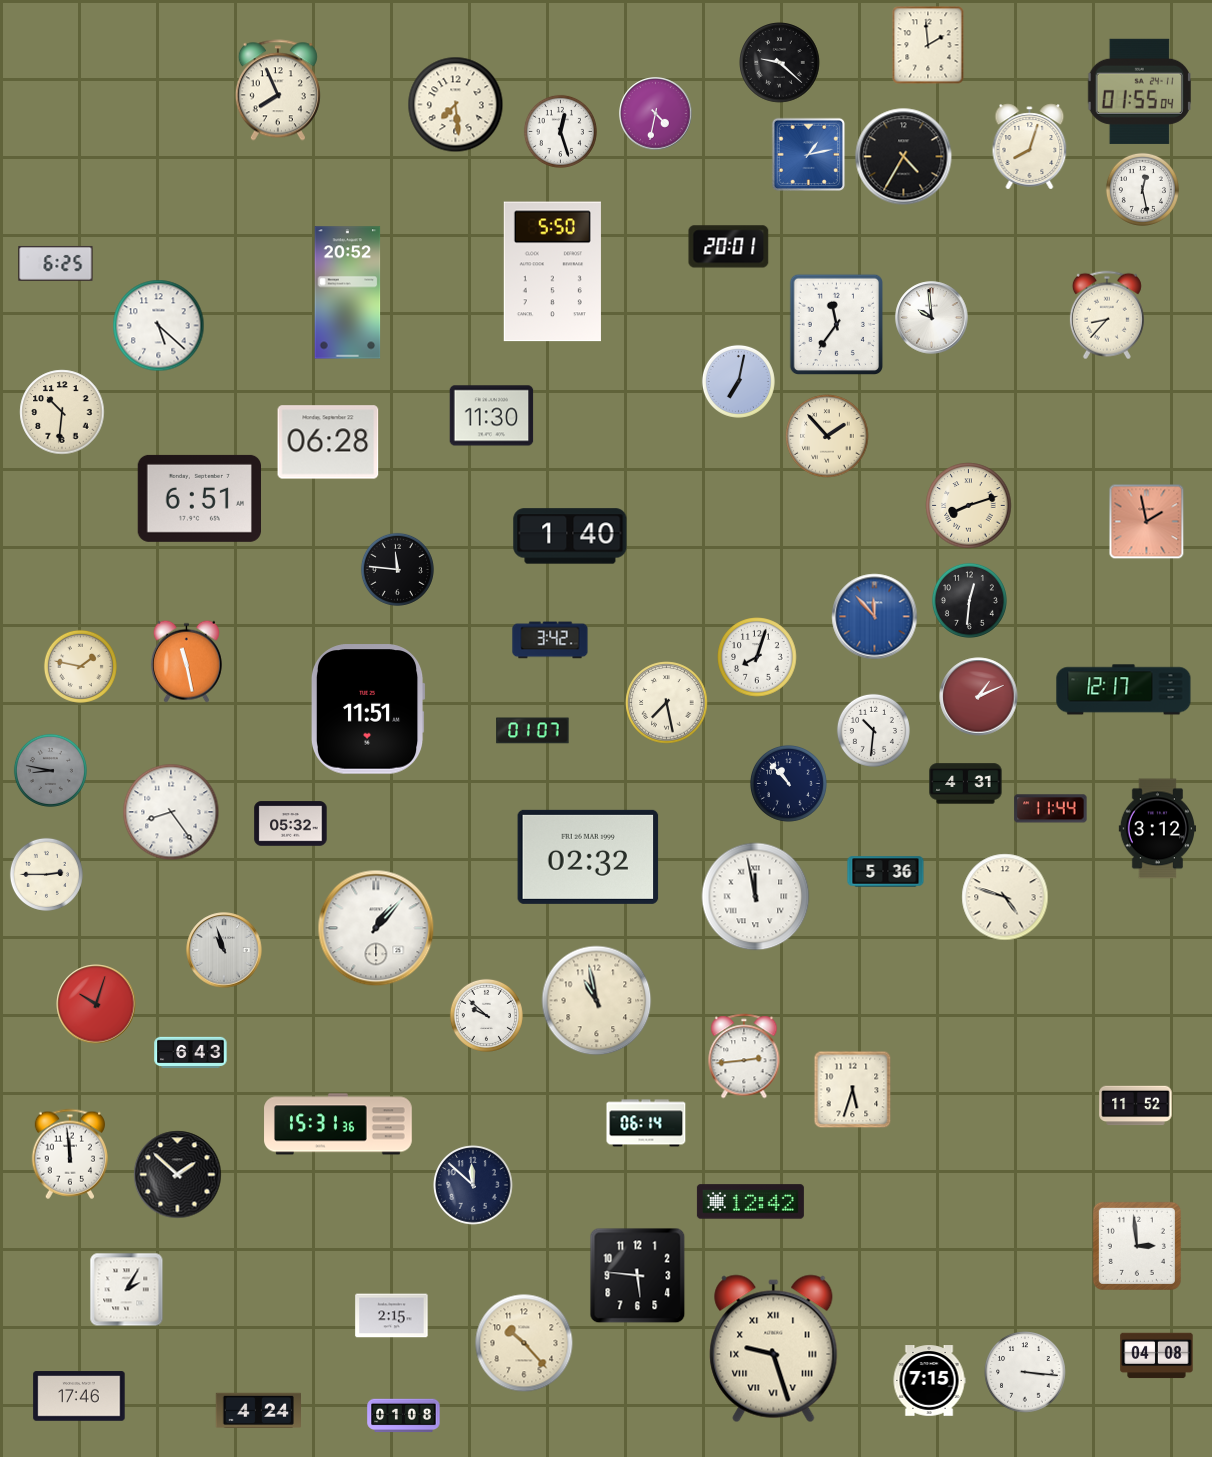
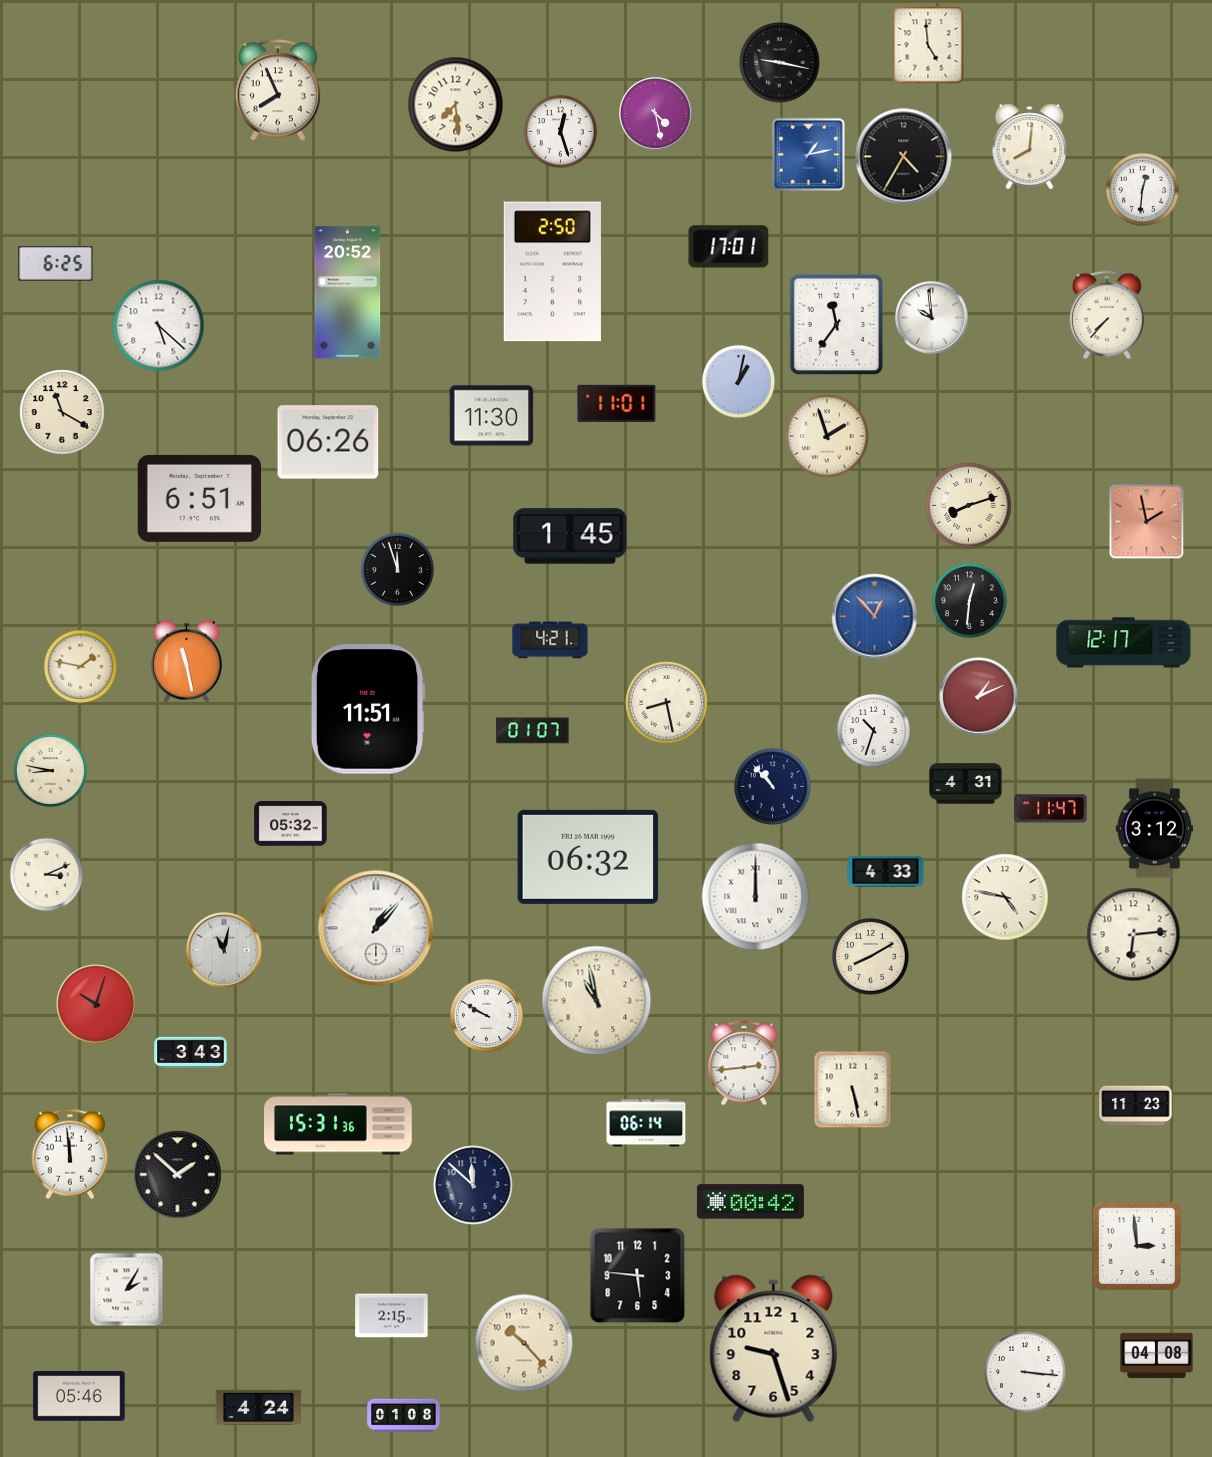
clock at (928, 45): 1:59 -> 4:59
clock at (780, 63): 9:22 -> 9:17
clock at (1139, 91): 01:55 -> none
clock at (656, 114): 4:32 -> 4:28
clock at (1030, 147): 8:03 -> 8:01
clock at (1142, 189): 12:28 -> 12:31
clock at (729, 247): 20:01 -> 17:01
clock at (552, 272): 5:50 -> 2:50
clock at (1107, 315): 8:37 -> 7:37
clock at (738, 381): 7:02 -> 1:02
clock at (617, 403): none -> 11:01
clock at (62, 412): 10:31 -> 11:20
clock at (827, 436): 1:53 -> 1:57
clock at (328, 442): 06:28 -> 06:26
clock at (570, 536): 1:40 -> 1:45
clock at (397, 569): 11:46 -> 11:57
clock at (875, 617): 11:53 -> 12:53
clock at (550, 640): 3:42 -> 4:21
clock at (757, 657): 8:03 -> none
clock at (1124, 690) position: (1124, 690) -> (1124, 643)
clock at (667, 703): 7:28 -> 8:28
clock at (873, 730): 10:31 -> 10:33
clock at (50, 770) dial: grey -> cream
clock at (788, 783) position: (788, 783) -> (772, 786)
clock at (1051, 809): 11:44 -> 11:47
clock at (171, 812): 8:24 -> none
clock at (1157, 829) position: (1157, 829) -> (1154, 829)
clock at (588, 857): 02:32 -> 06:32
clock at (886, 872): 5:36 -> 4:33
clock at (46, 874): 2:45 -> 3:11
clock at (756, 897): 11:58 -> 12:00
clock at (1005, 897): 4:48 -> 4:47
clock at (1134, 935): none -> 6:14
clock at (224, 950): 10:57 -> 11:02
clock at (870, 956): none -> 8:10
clock at (486, 1015): 9:52 -> 9:50
clock at (191, 1053): 6:43 -> 3:43
clock at (744, 1056) position: (744, 1056) -> (744, 1063)
clock at (853, 1090): 5:33 -> 5:28
clock at (1136, 1106): 11:52 -> 11:23
clock at (750, 1202): 12:42 -> 00:42
clock at (774, 1349) numerals: Roman -> Arabic
clock at (929, 1381): 7:15 -> none
clock at (79, 1396): 17:46 -> 05:46
clock at (258, 1410) position: (258, 1410) -> (258, 1407)
